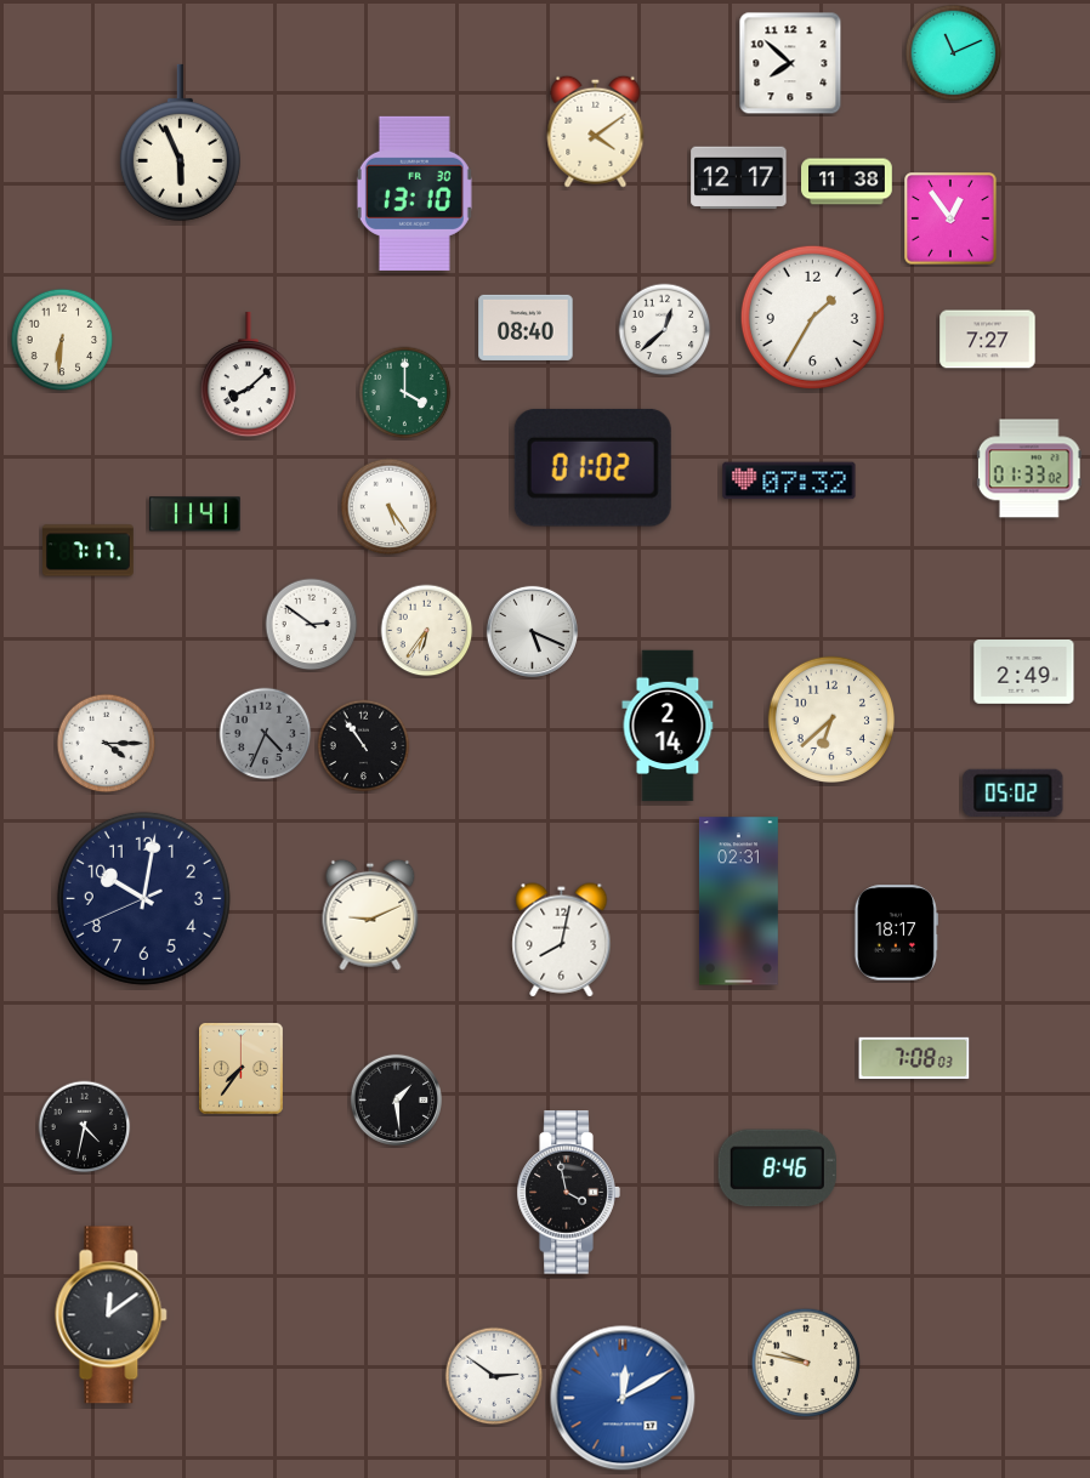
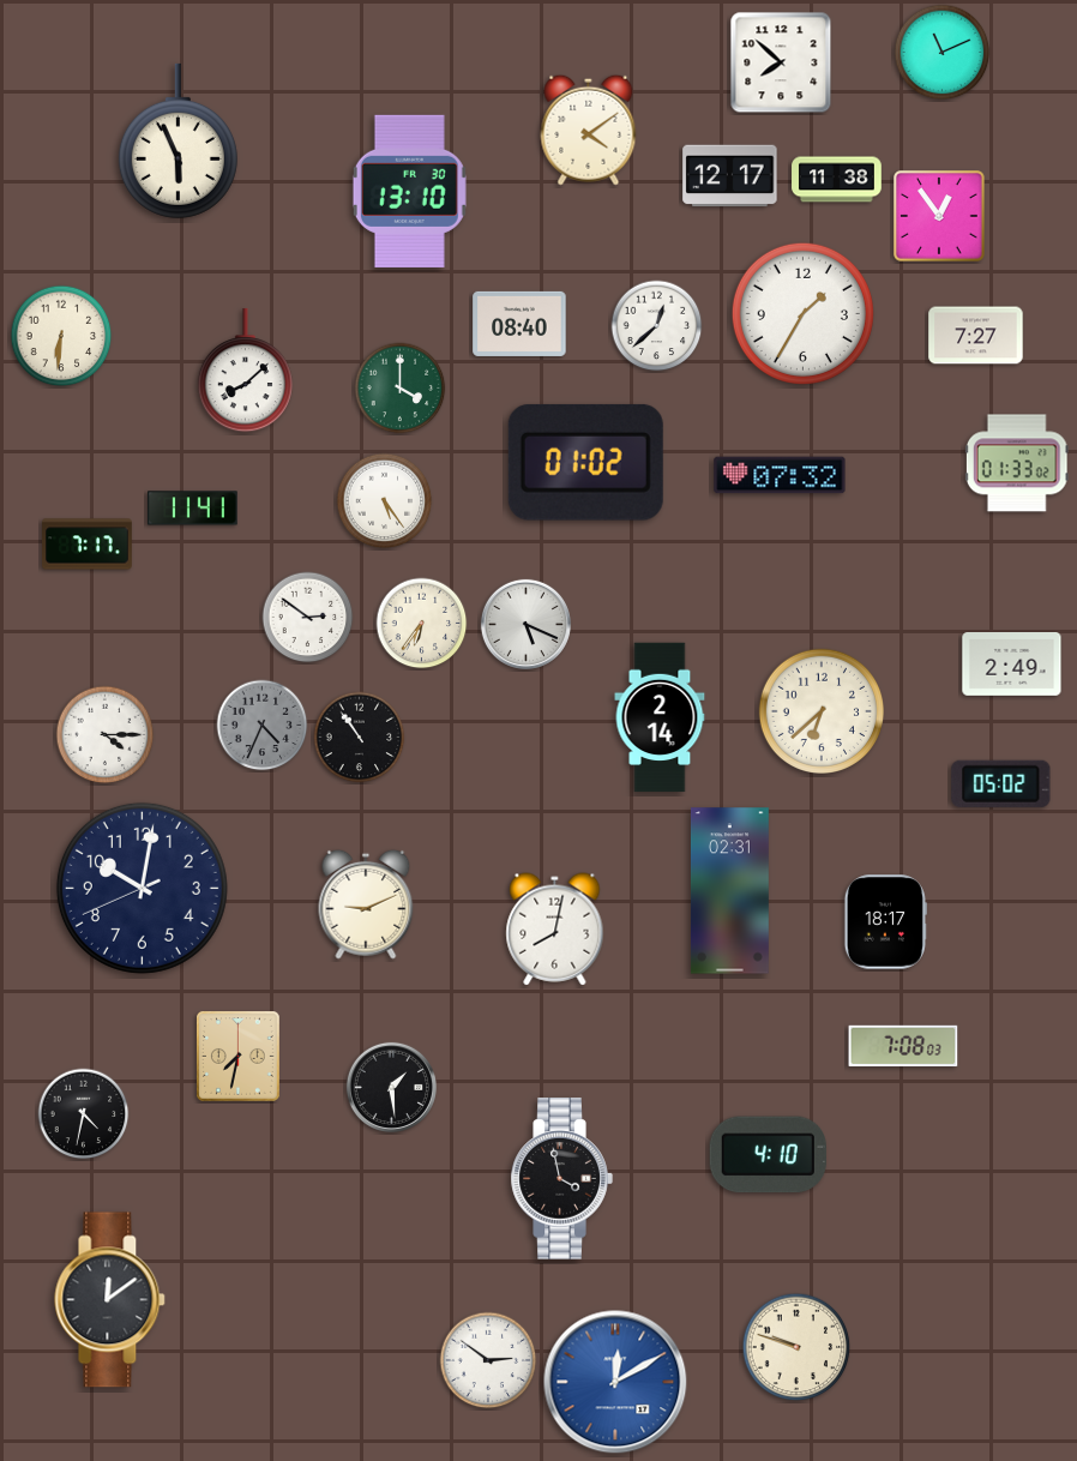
clock at (242, 1069): 7:36 -> 7:32
clock at (777, 1169): 8:46 -> 4:10
clock at (806, 1363): 9:47 -> 9:48
